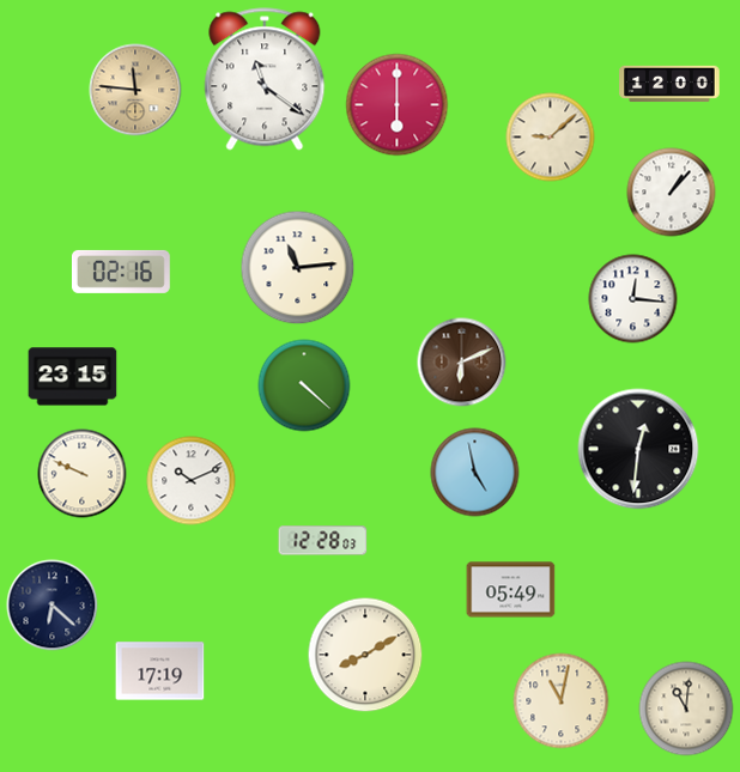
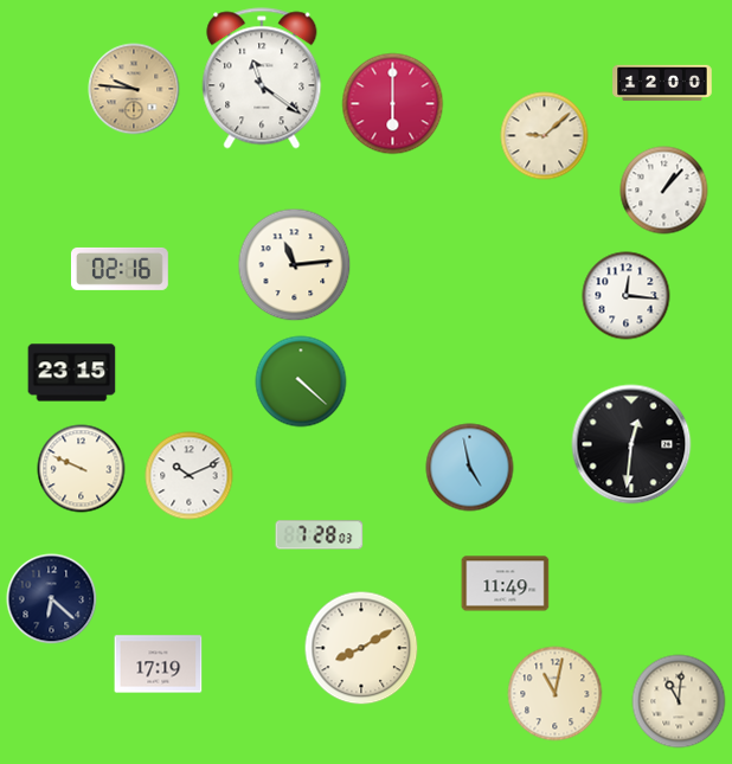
clock at (135, 90): 11:46 -> 9:46
clock at (462, 363): 6:11 -> none
clock at (323, 541): 12:28 -> 7:28
clock at (511, 590): 05:49 -> 11:49
